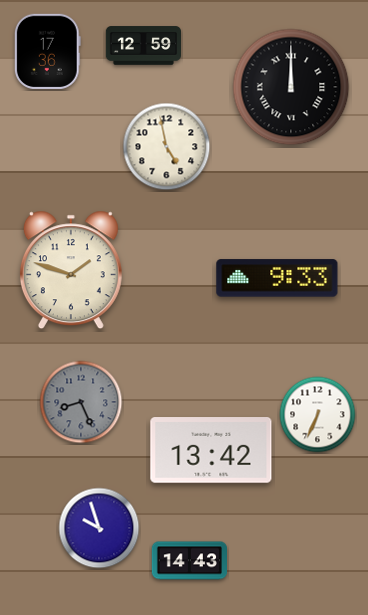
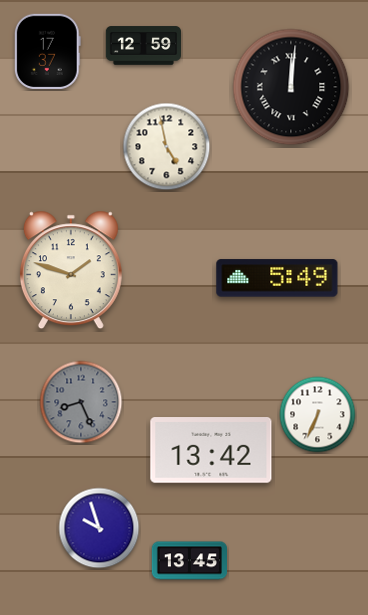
clock at (47, 51): 17:36 -> 17:37
clock at (291, 87): 12:00 -> 12:01
clock at (277, 278): 9:33 -> 5:49
clock at (189, 561): 14:43 -> 13:45
